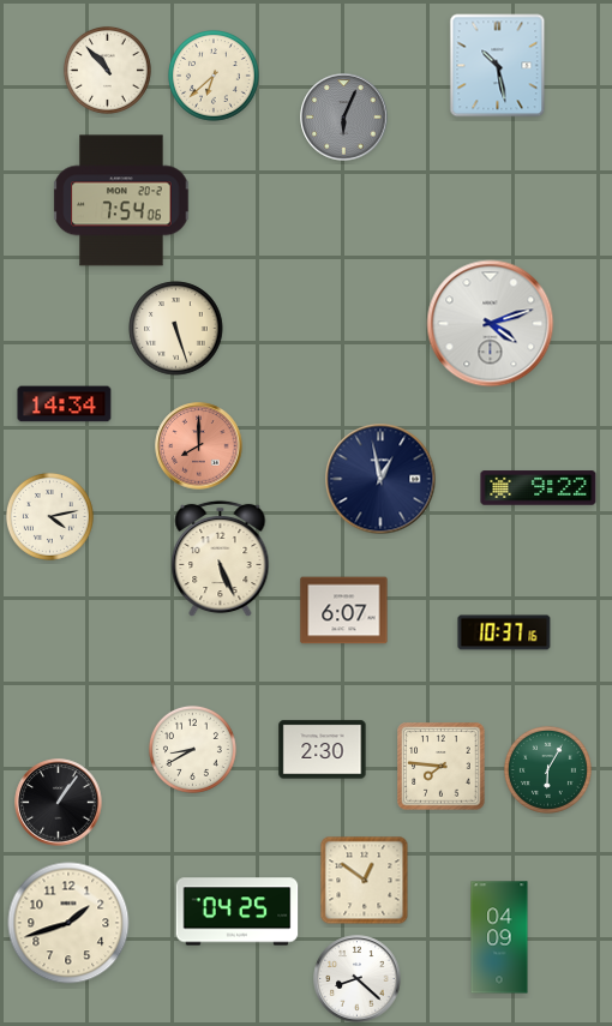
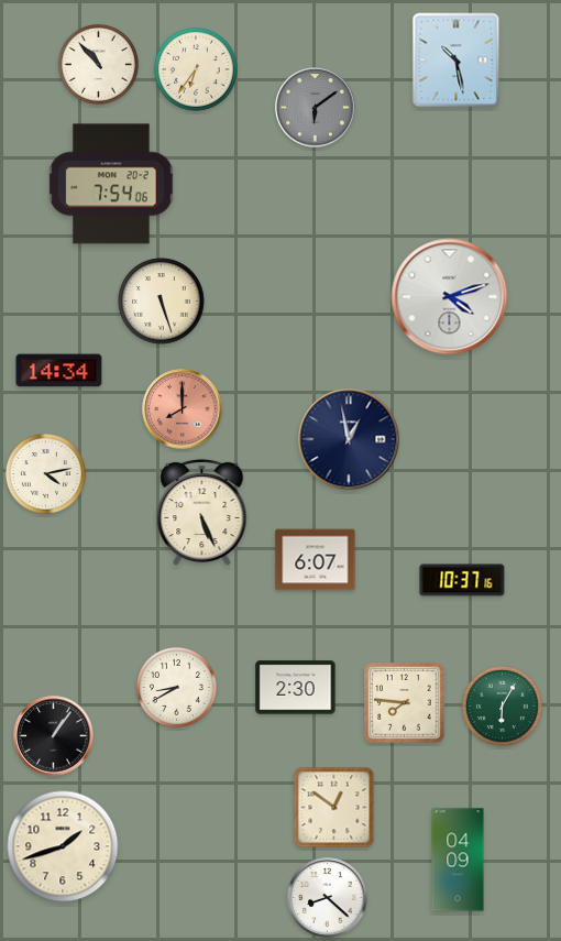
clock at (215, 77): 6:38 -> 6:36
clock at (344, 118): 6:04 -> 6:09
clock at (539, 488): 9:22 -> none
clock at (238, 912): 04:25 -> none
